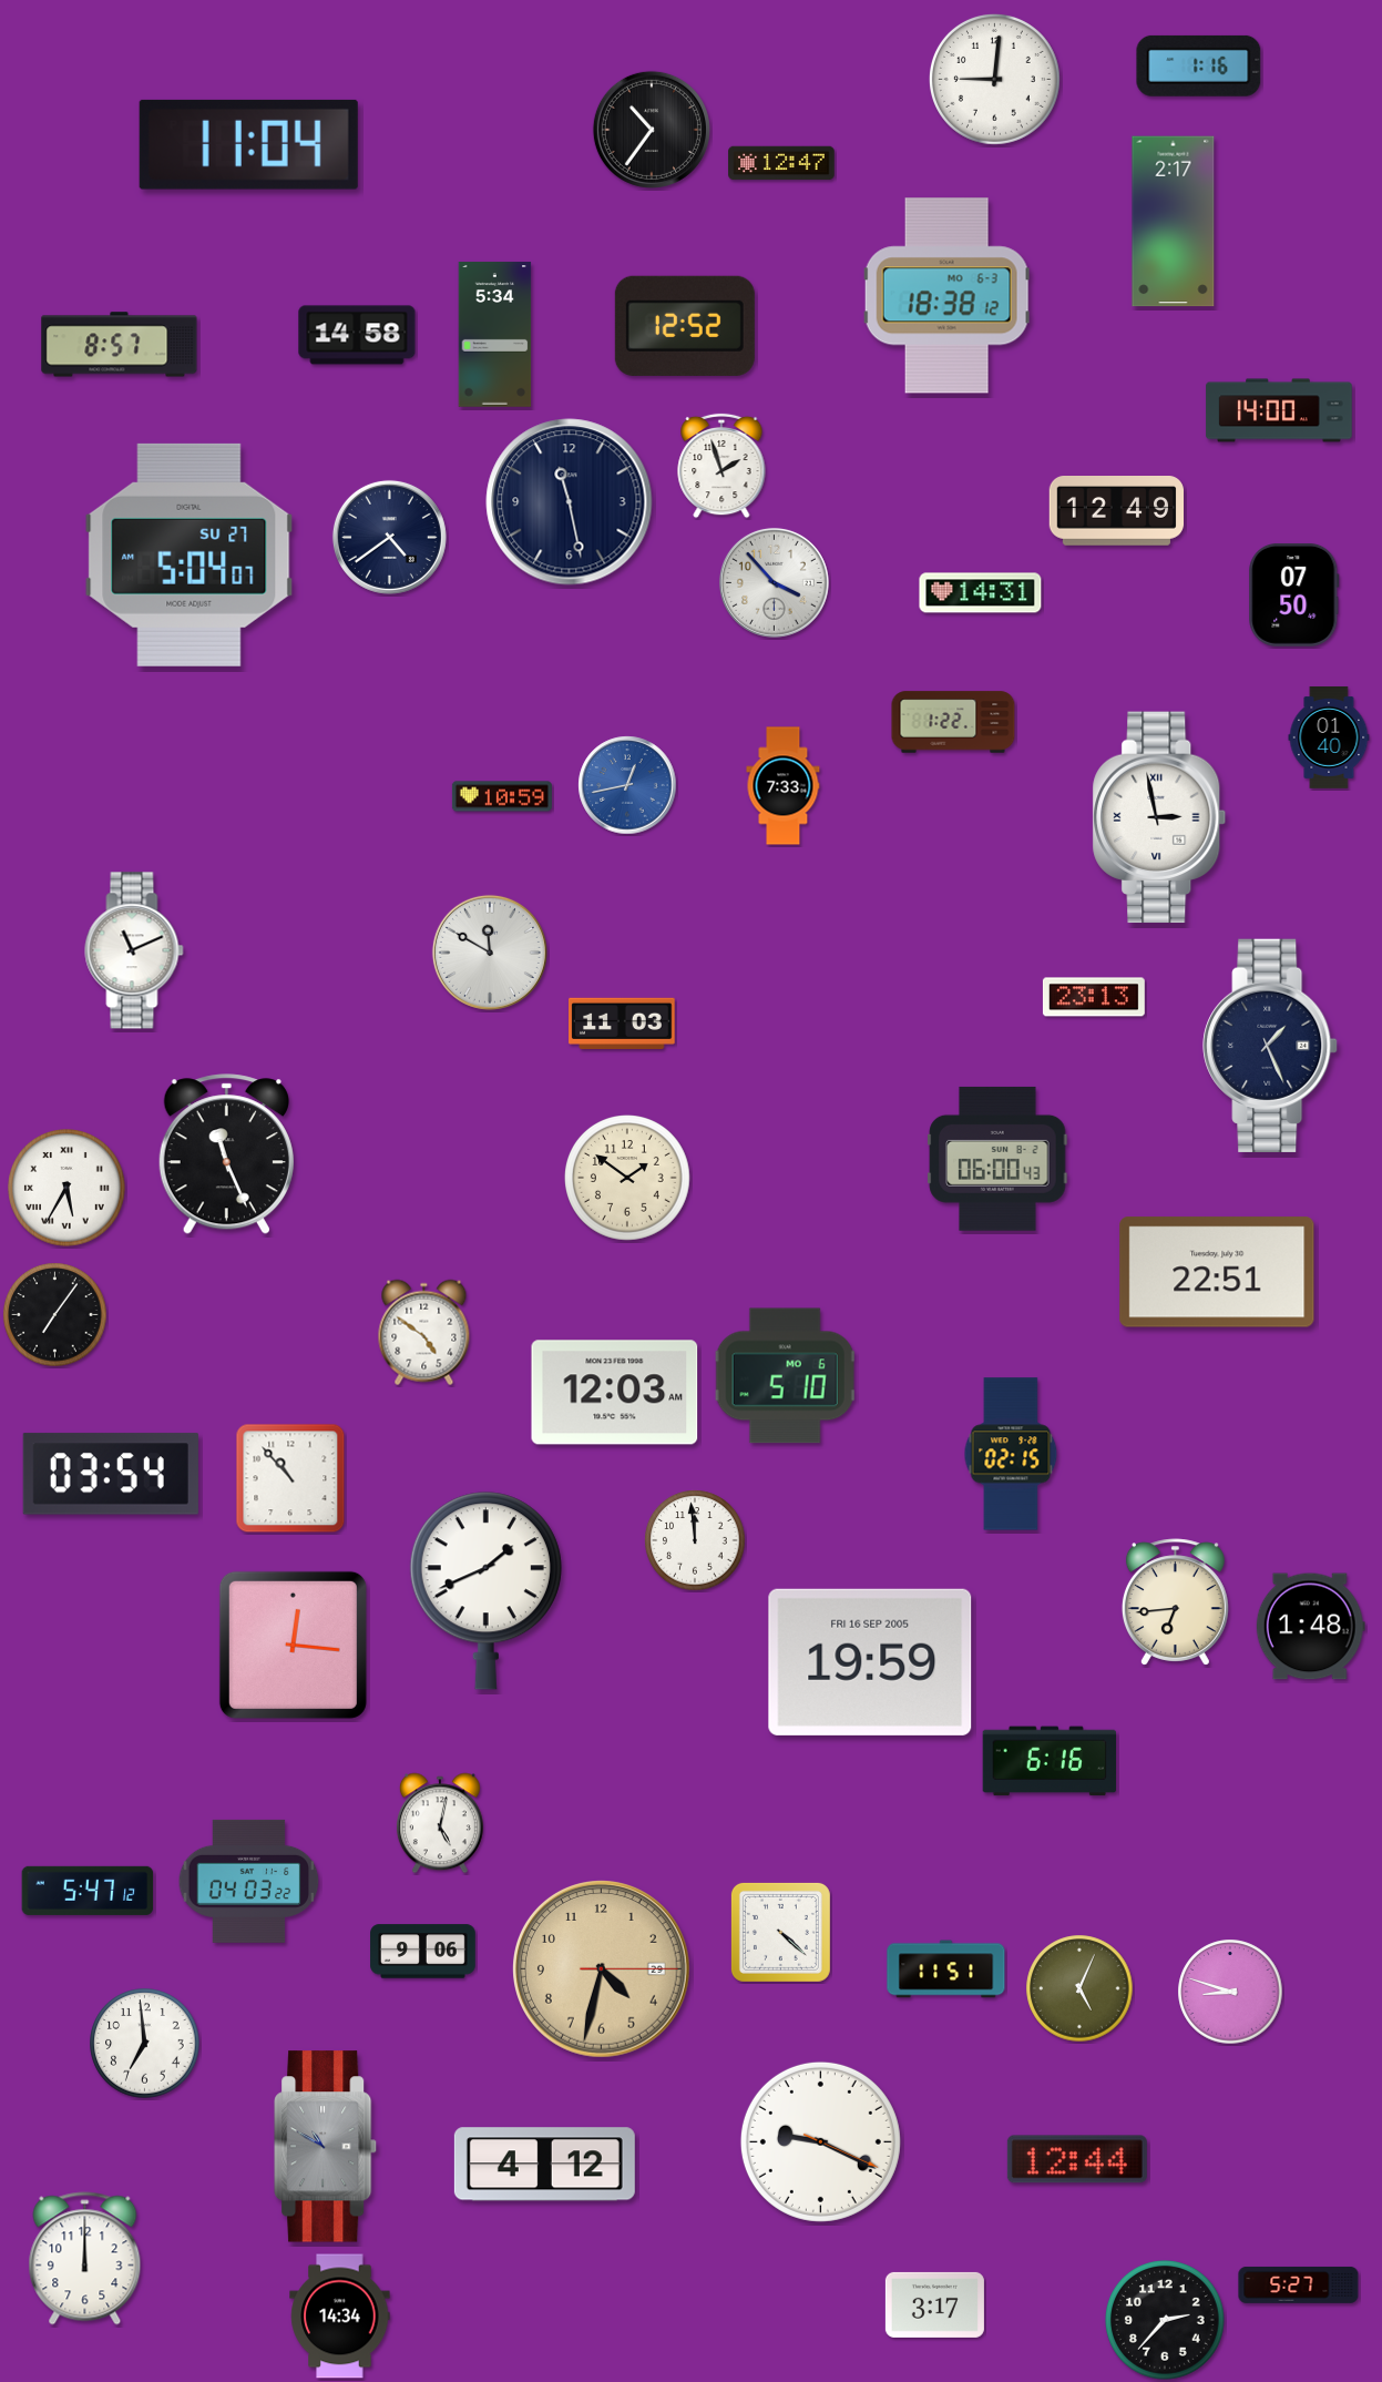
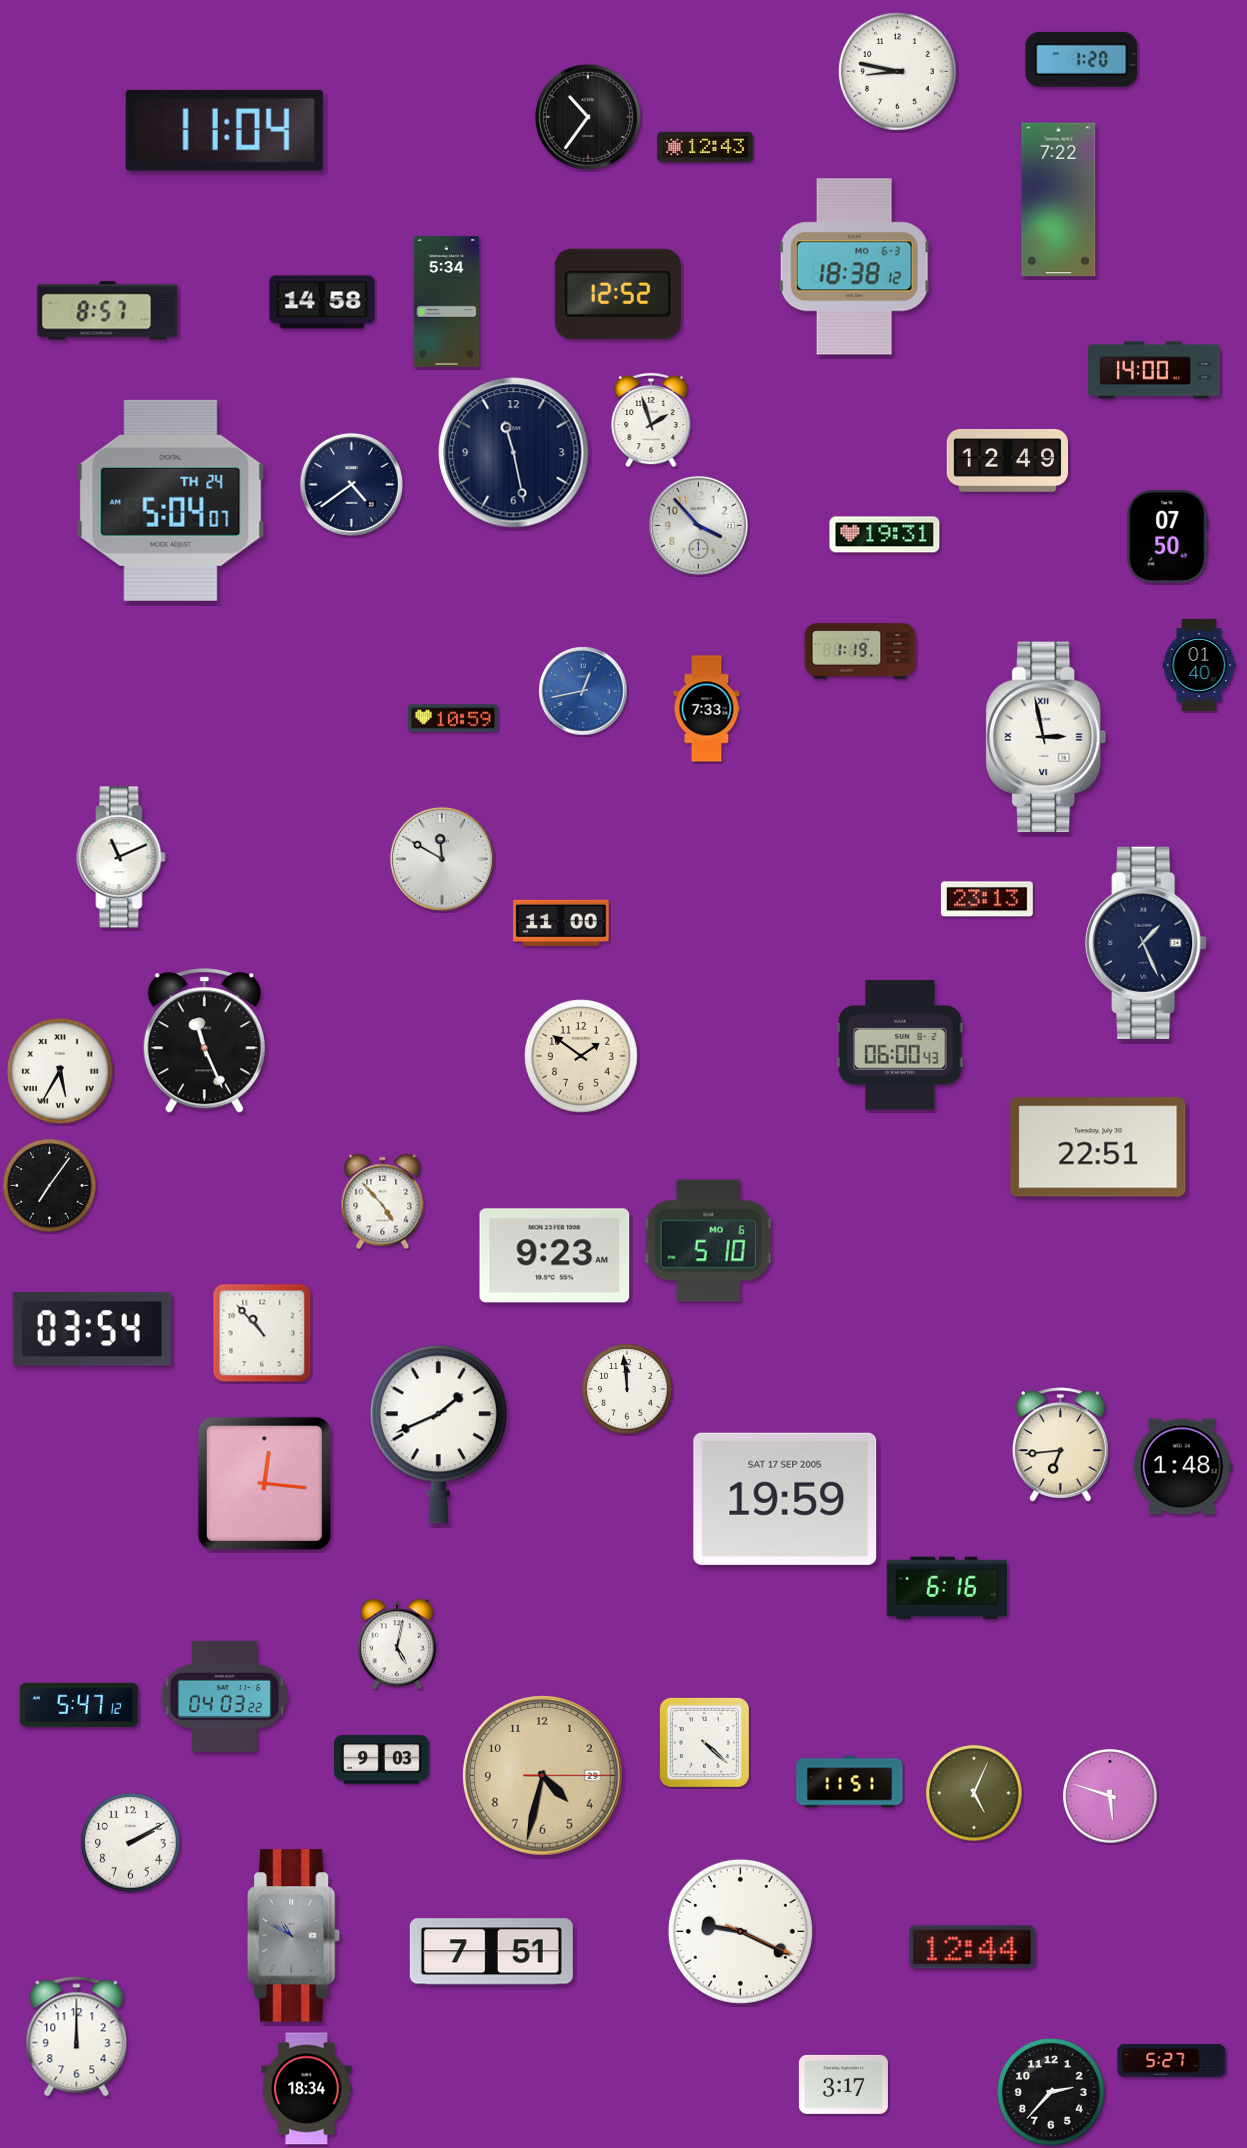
clock at (1199, 65): 1:16 -> 1:20
clock at (995, 80): 9:01 -> 8:47
clock at (781, 163): 12:47 -> 12:43
clock at (1174, 222): 2:17 -> 7:22
clock at (190, 554) date: SU 27 -> TH 24
clock at (981, 593): 14:31 -> 19:31
clock at (953, 722): 1:22 -> 1:19
clock at (627, 785) position: (627, 785) -> (583, 691)
clock at (622, 1022): 11:03 -> 11:00
clock at (628, 1179) position: (628, 1179) -> (582, 1057)
clock at (424, 1333): 4:51 -> 4:53
clock at (615, 1393): 12:03 -> 9:23
clock at (1011, 1454): 02:15 -> none
clock at (111, 1474) position: (111, 1474) -> (92, 1329)
clock at (870, 1662) date: FRI 16 SEP 2005 -> SAT 17 SEP 2005
clock at (423, 1952): 9:06 -> 9:03
clock at (946, 1969) position: (946, 1969) -> (850, 1782)
clock at (1230, 1992): 8:48 -> 5:48
clock at (145, 2044): 6:59 -> 2:10
clock at (544, 2165): 4:12 -> 7:51
clock at (934, 2304) position: (934, 2304) -> (843, 2084)
clock at (340, 2317): 14:34 -> 18:34
